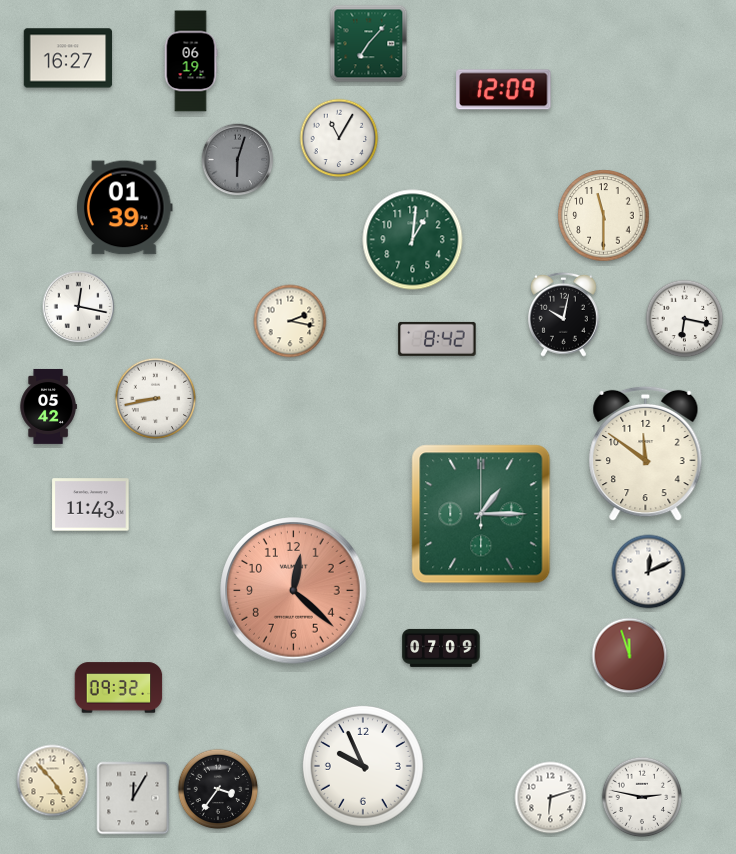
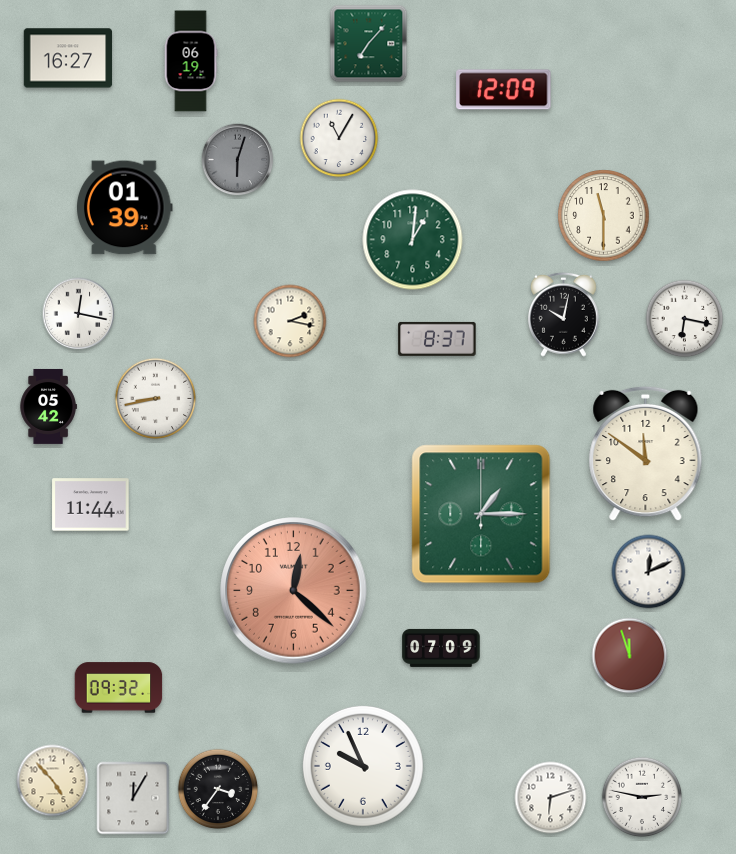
clock at (79, 307) position: (79, 307) -> (79, 314)
clock at (437, 339): 8:42 -> 8:37
clock at (91, 505): 11:43 -> 11:44
